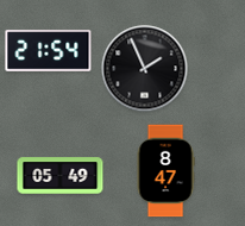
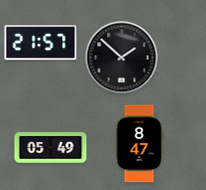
clock at (49, 51): 21:54 -> 21:57
clock at (145, 69): 1:56 -> 1:52
